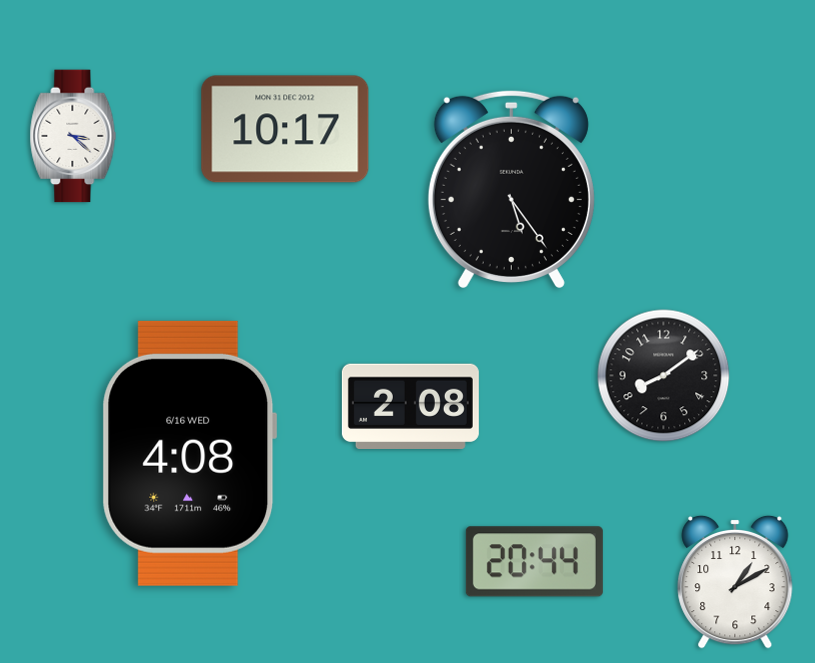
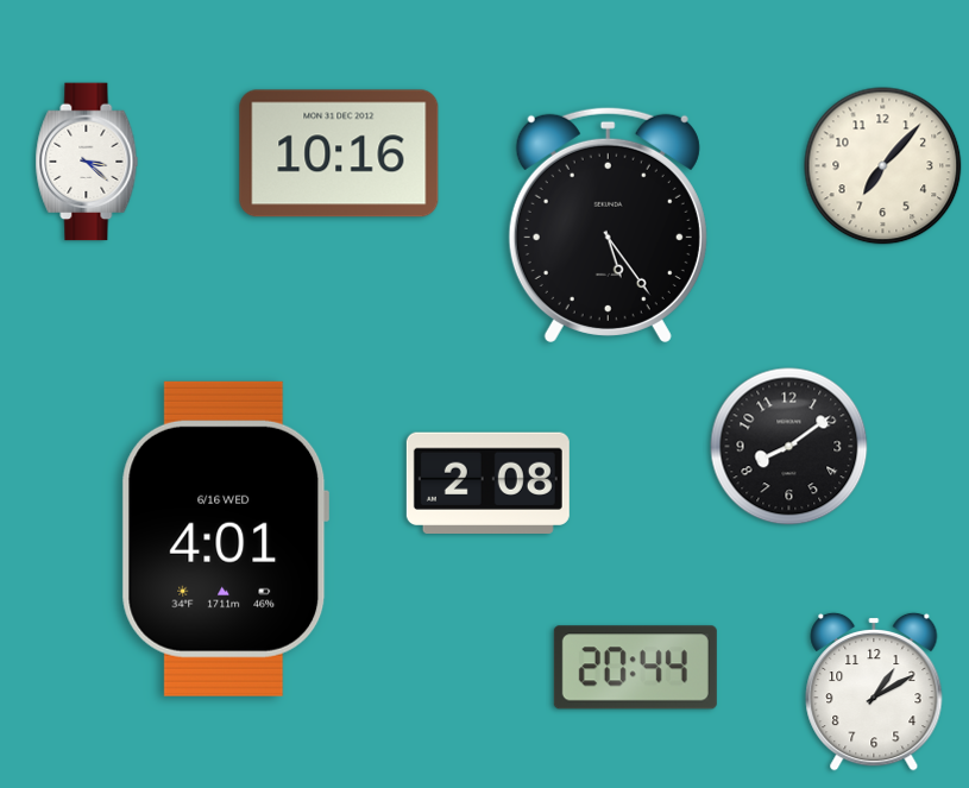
clock at (285, 129): 10:17 -> 10:16
clock at (883, 166): none -> 7:07
clock at (190, 453): 4:08 -> 4:01
